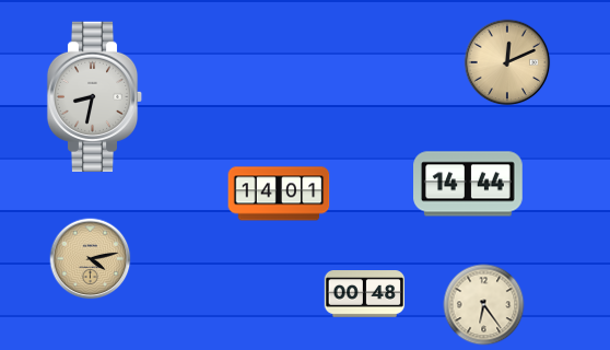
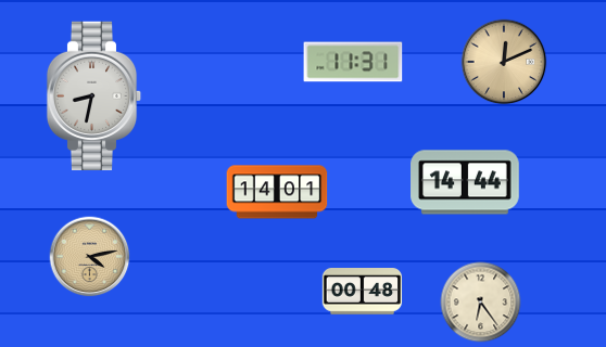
clock at (353, 62): none -> 11:31
